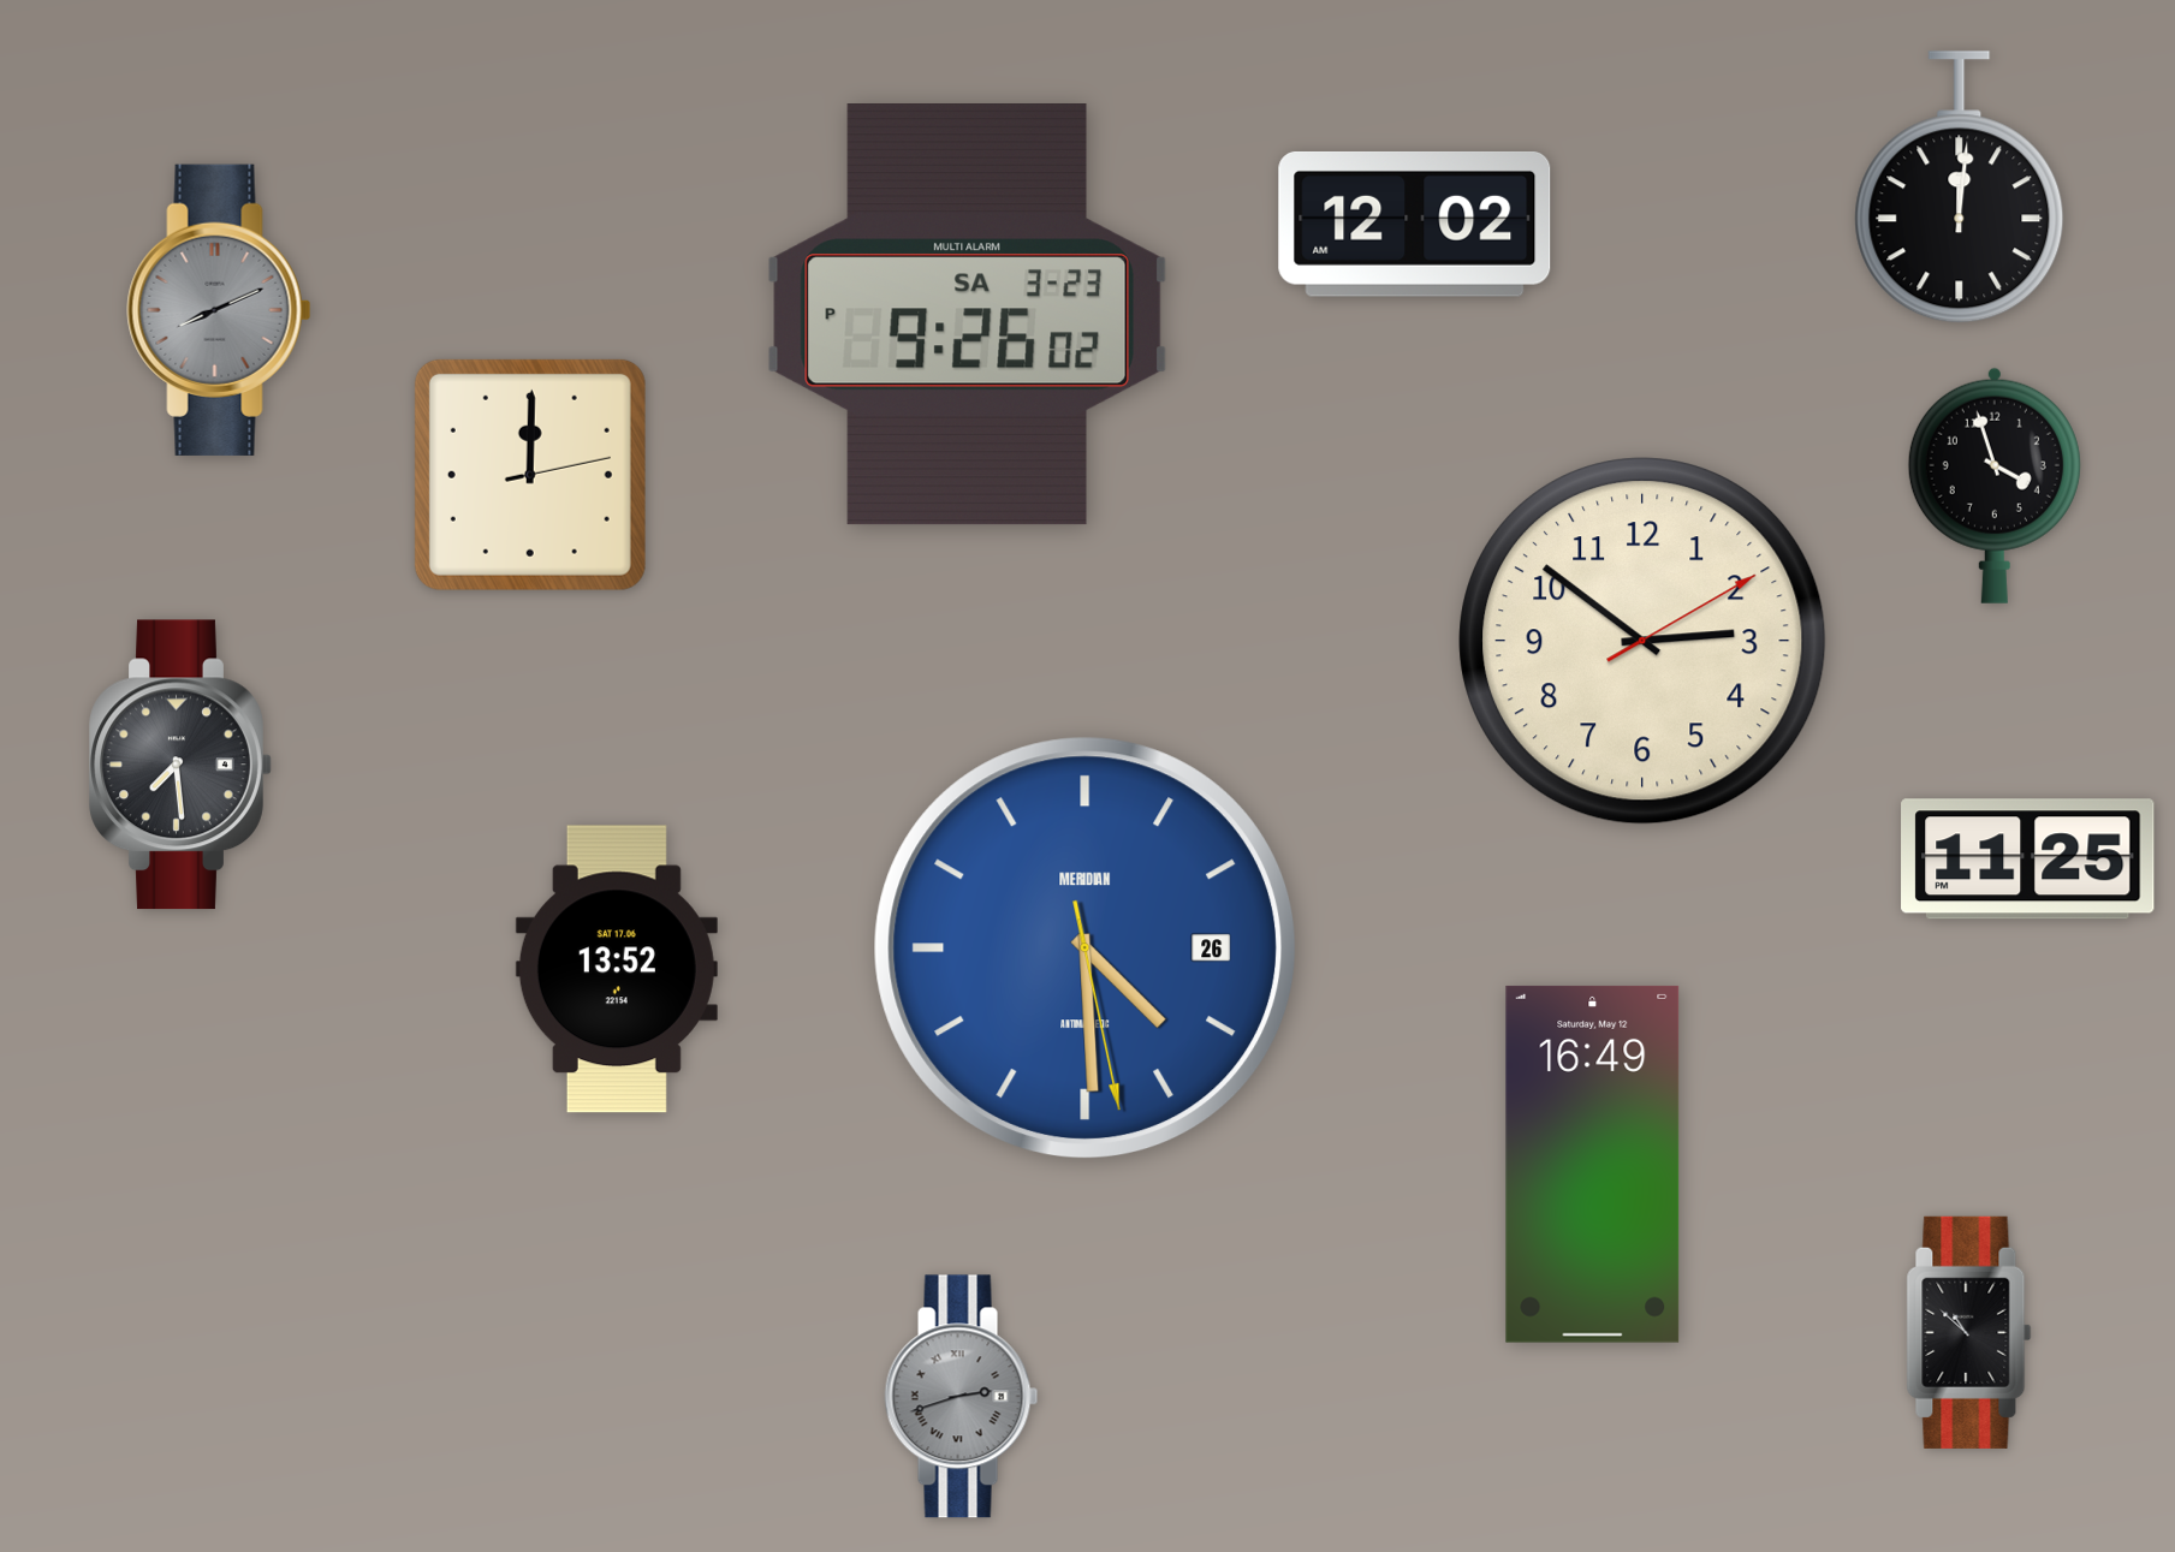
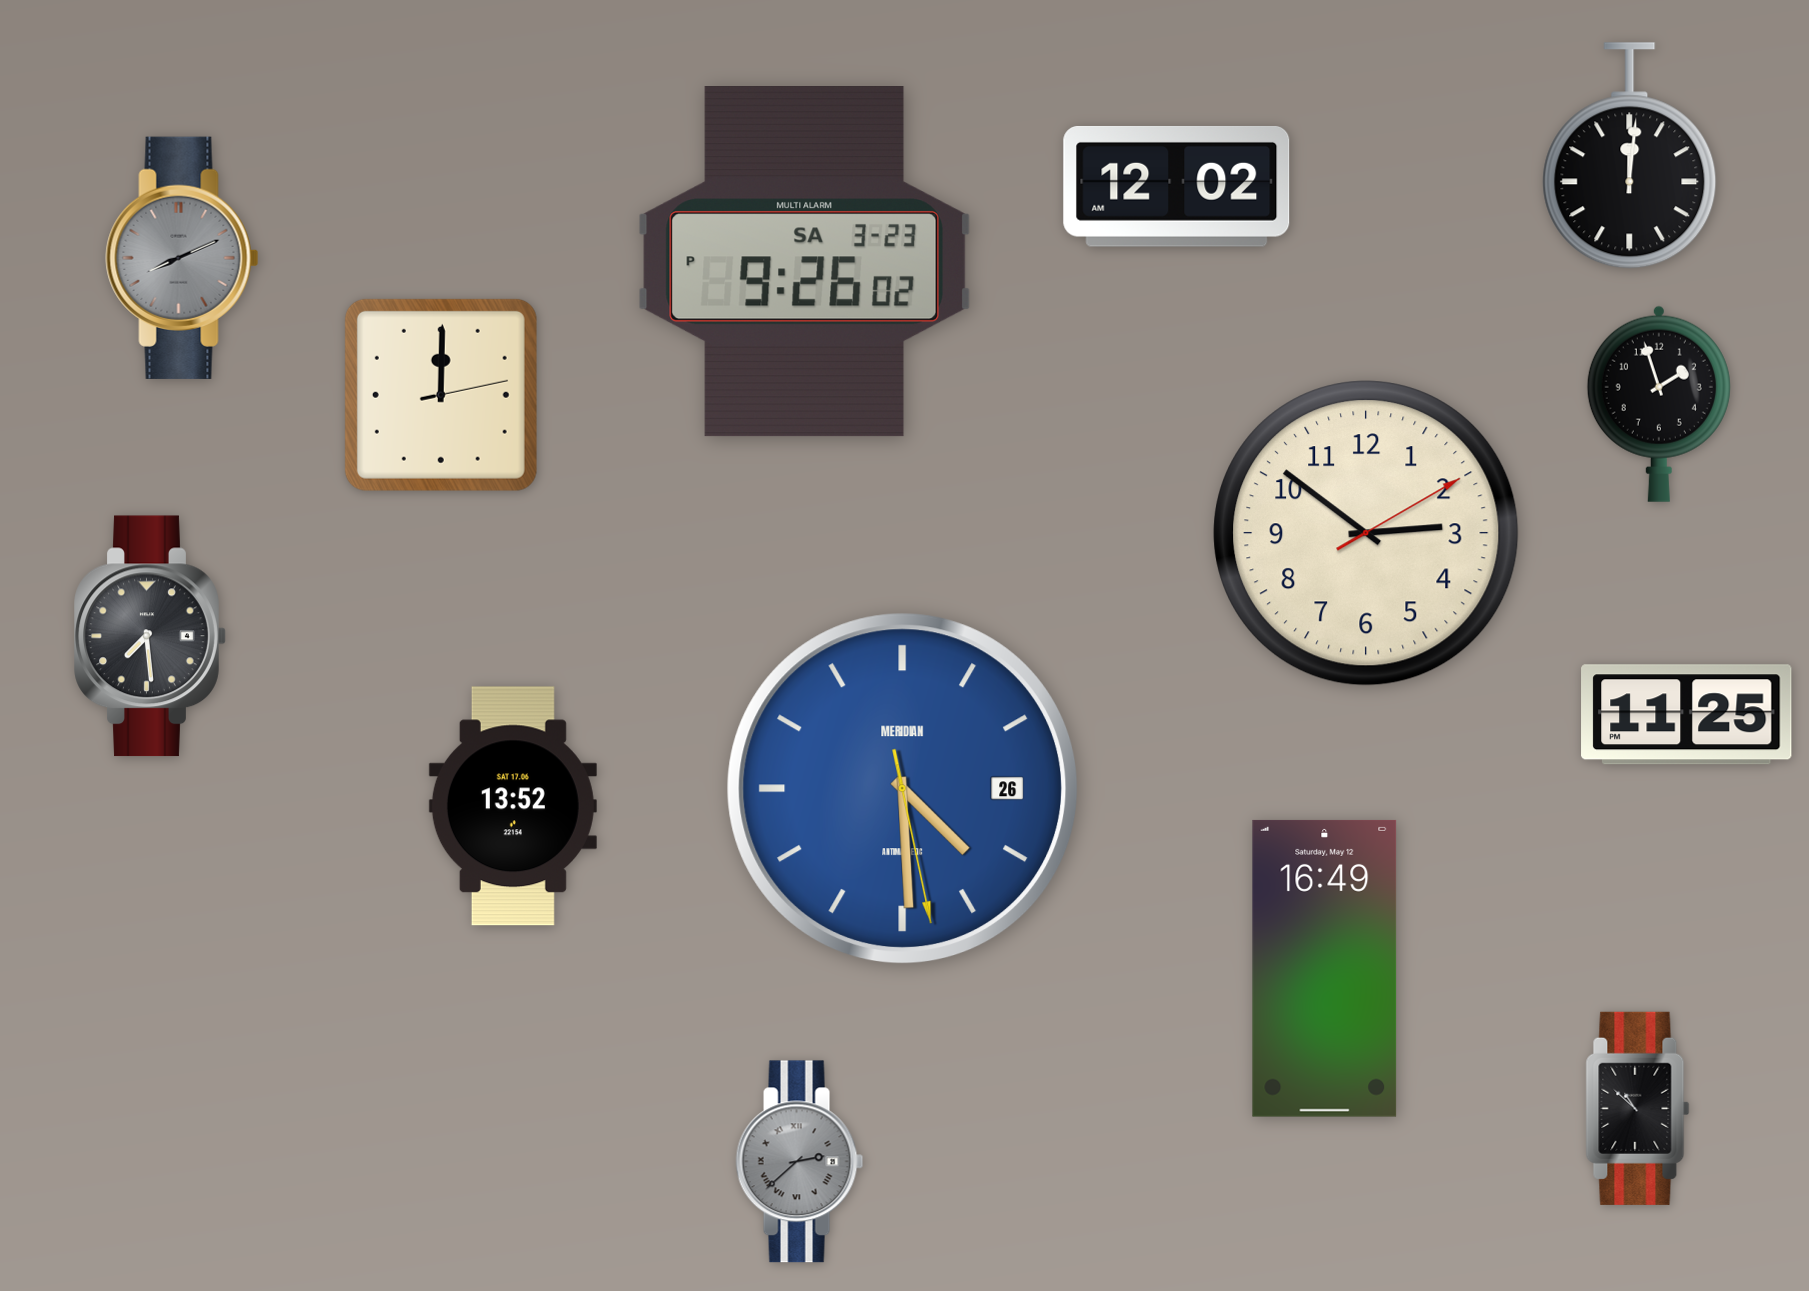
clock at (1995, 486): 3:57 -> 1:57
clock at (962, 1397): 2:42 -> 2:38
